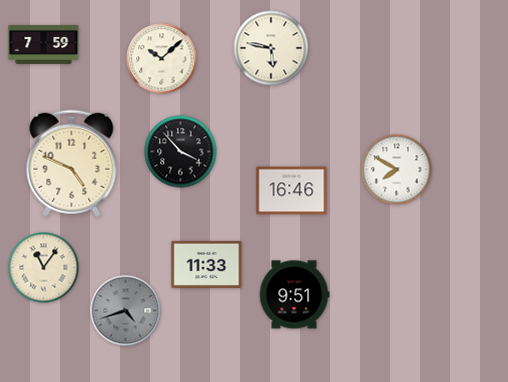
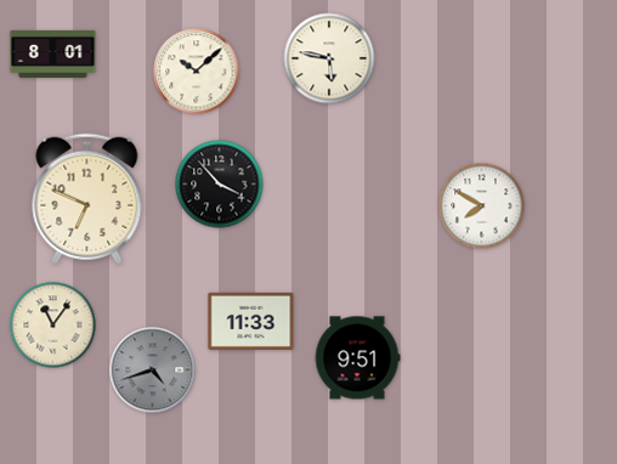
clock at (44, 44): 7:59 -> 8:01
clock at (72, 164): 4:49 -> 6:49
clock at (292, 191): 16:46 -> none
clock at (126, 311) position: (126, 311) -> (153, 370)
